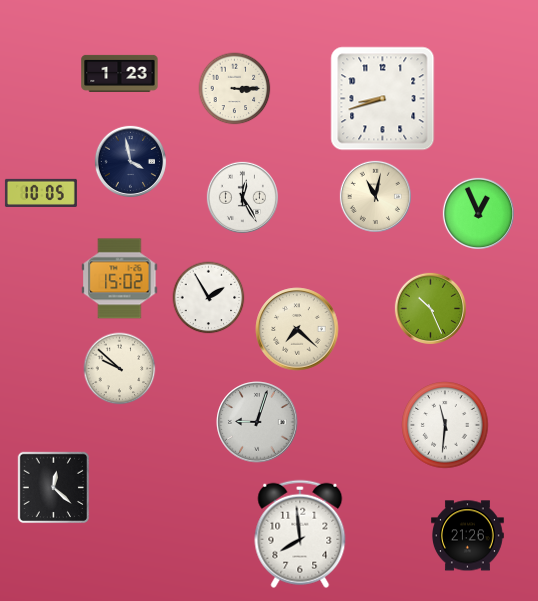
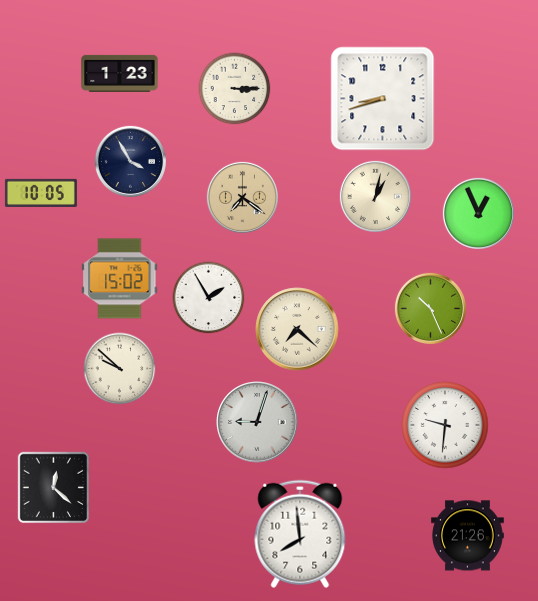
clock at (130, 161): 3:58 -> 3:55
clock at (375, 196): 11:02 -> 1:02
clock at (242, 197): 12:25 -> 7:21
clock at (242, 197) dial: white -> champagne
clock at (445, 425): 11:31 -> 9:31
